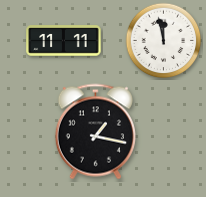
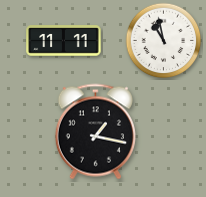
clock at (164, 41): 11:58 -> 10:58
